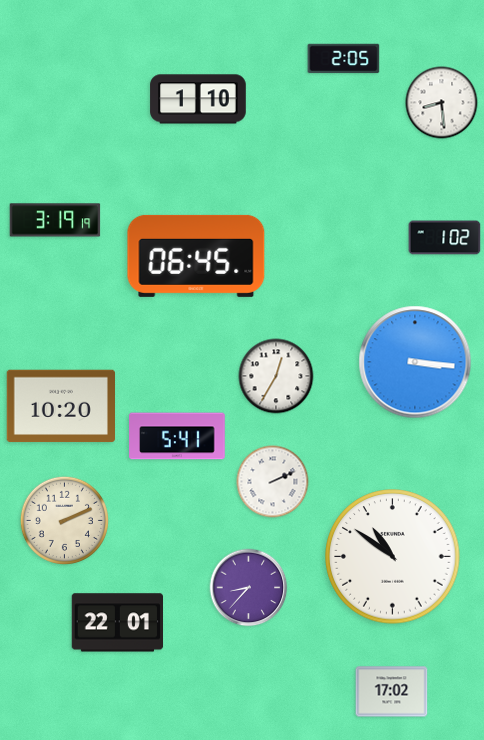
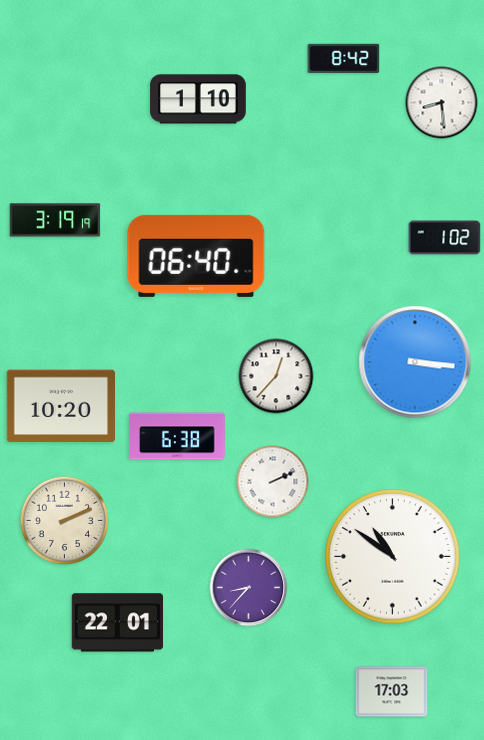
clock at (344, 59): 2:05 -> 8:42
clock at (196, 256): 06:45 -> 06:40
clock at (276, 376): 12:35 -> 12:37
clock at (177, 436): 5:41 -> 6:38
clock at (392, 692): 17:02 -> 17:03
